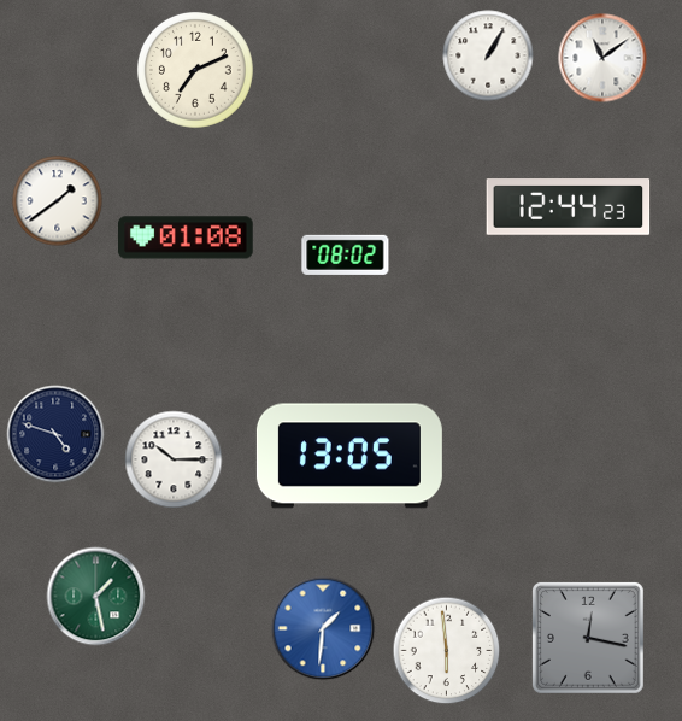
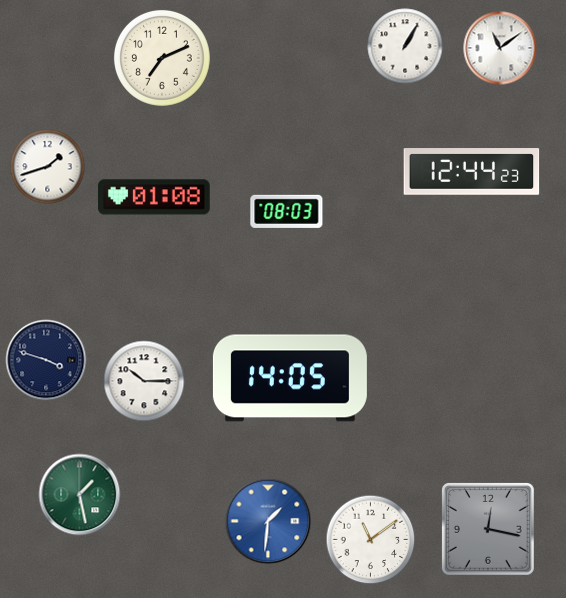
clock at (58, 201): 1:39 -> 1:42
clock at (346, 254): 08:02 -> 08:03
clock at (55, 434): 4:48 -> 3:48
clock at (349, 456): 13:05 -> 14:05
clock at (447, 651): 5:59 -> 11:09
